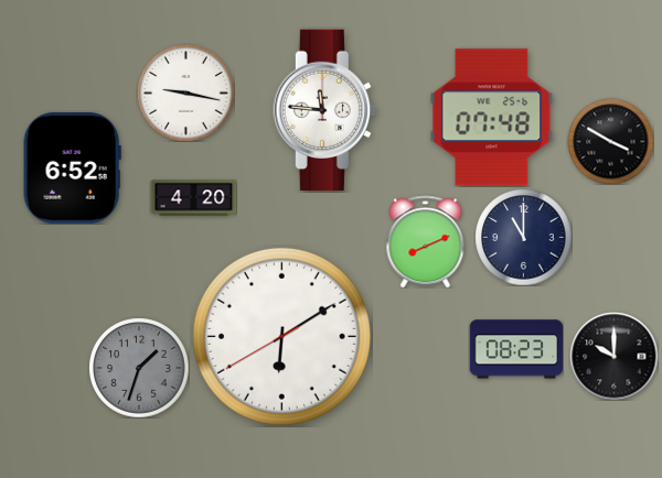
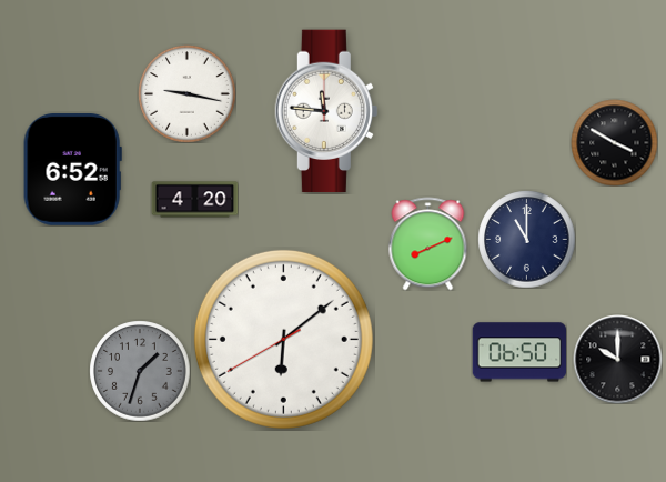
clock at (492, 118): 07:48 -> none
clock at (281, 336): 6:09 -> 6:08
clock at (516, 349): 08:23 -> 06:50
